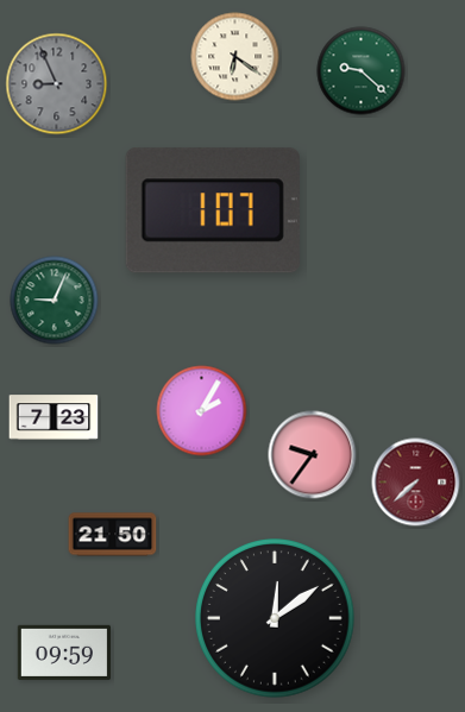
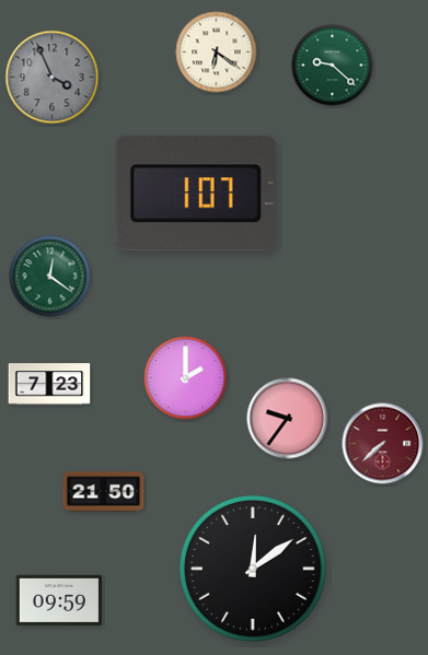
clock at (57, 84): 8:56 -> 3:56
clock at (55, 301): 9:04 -> 12:21
clock at (202, 411): 2:05 -> 2:00
